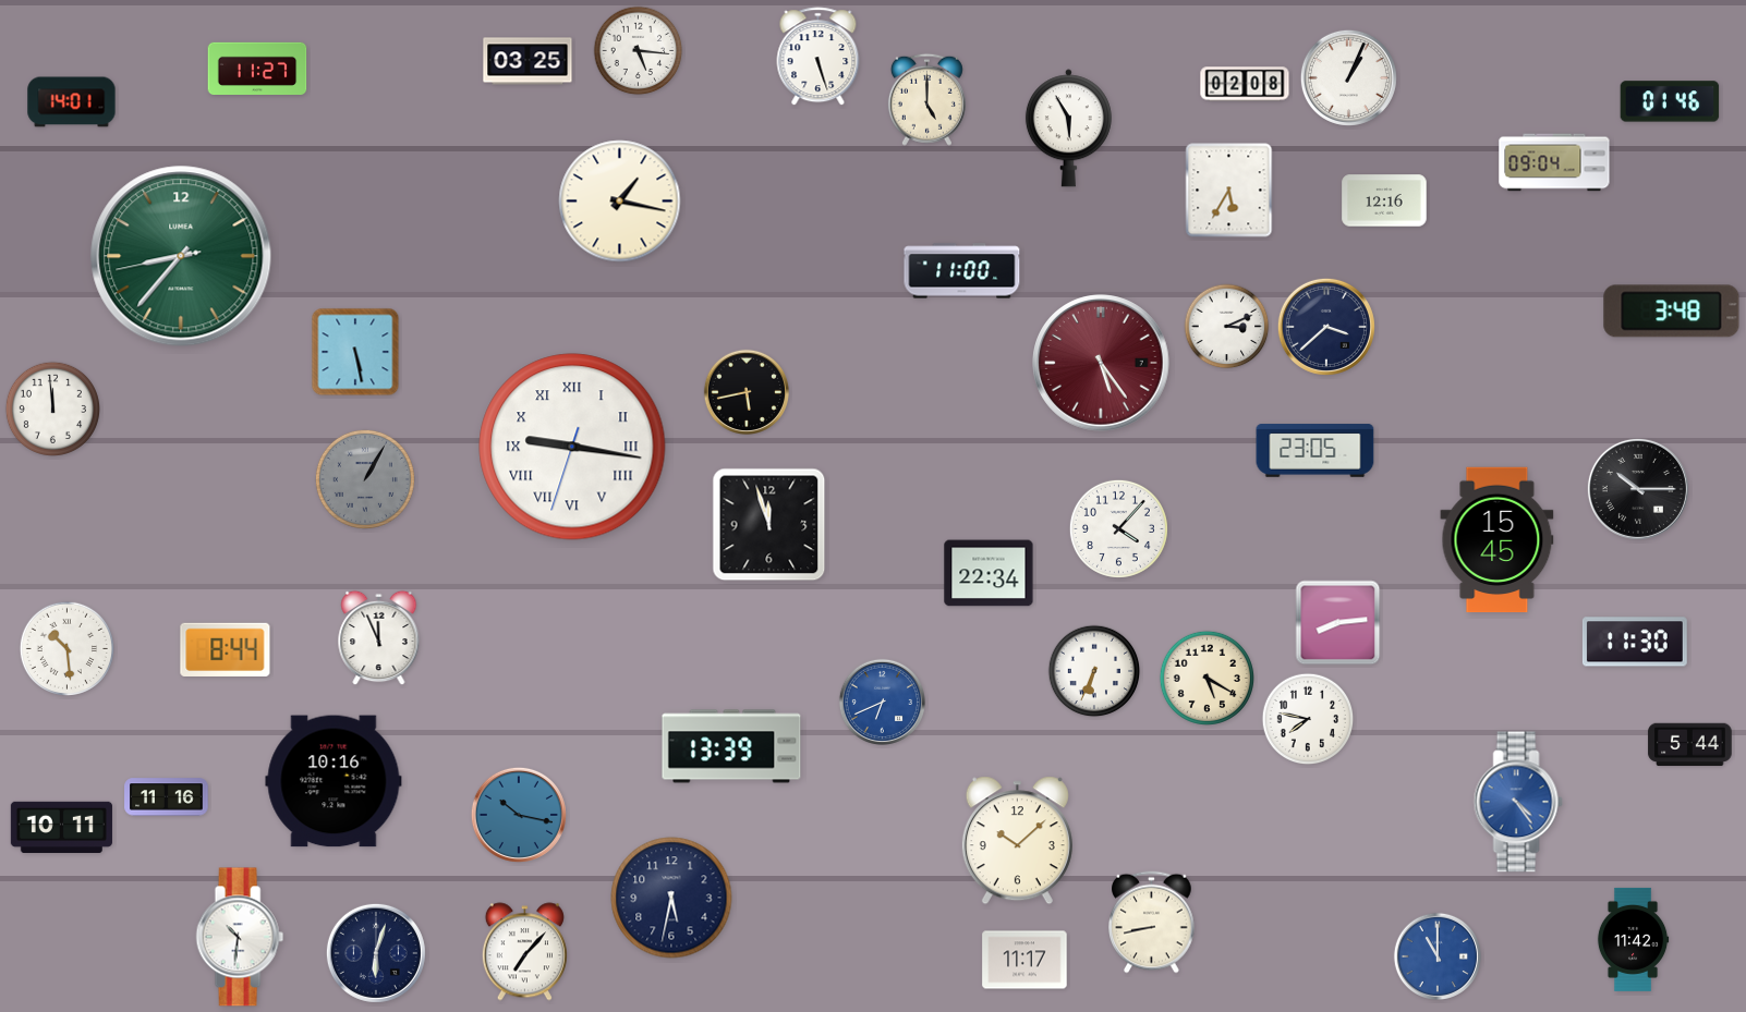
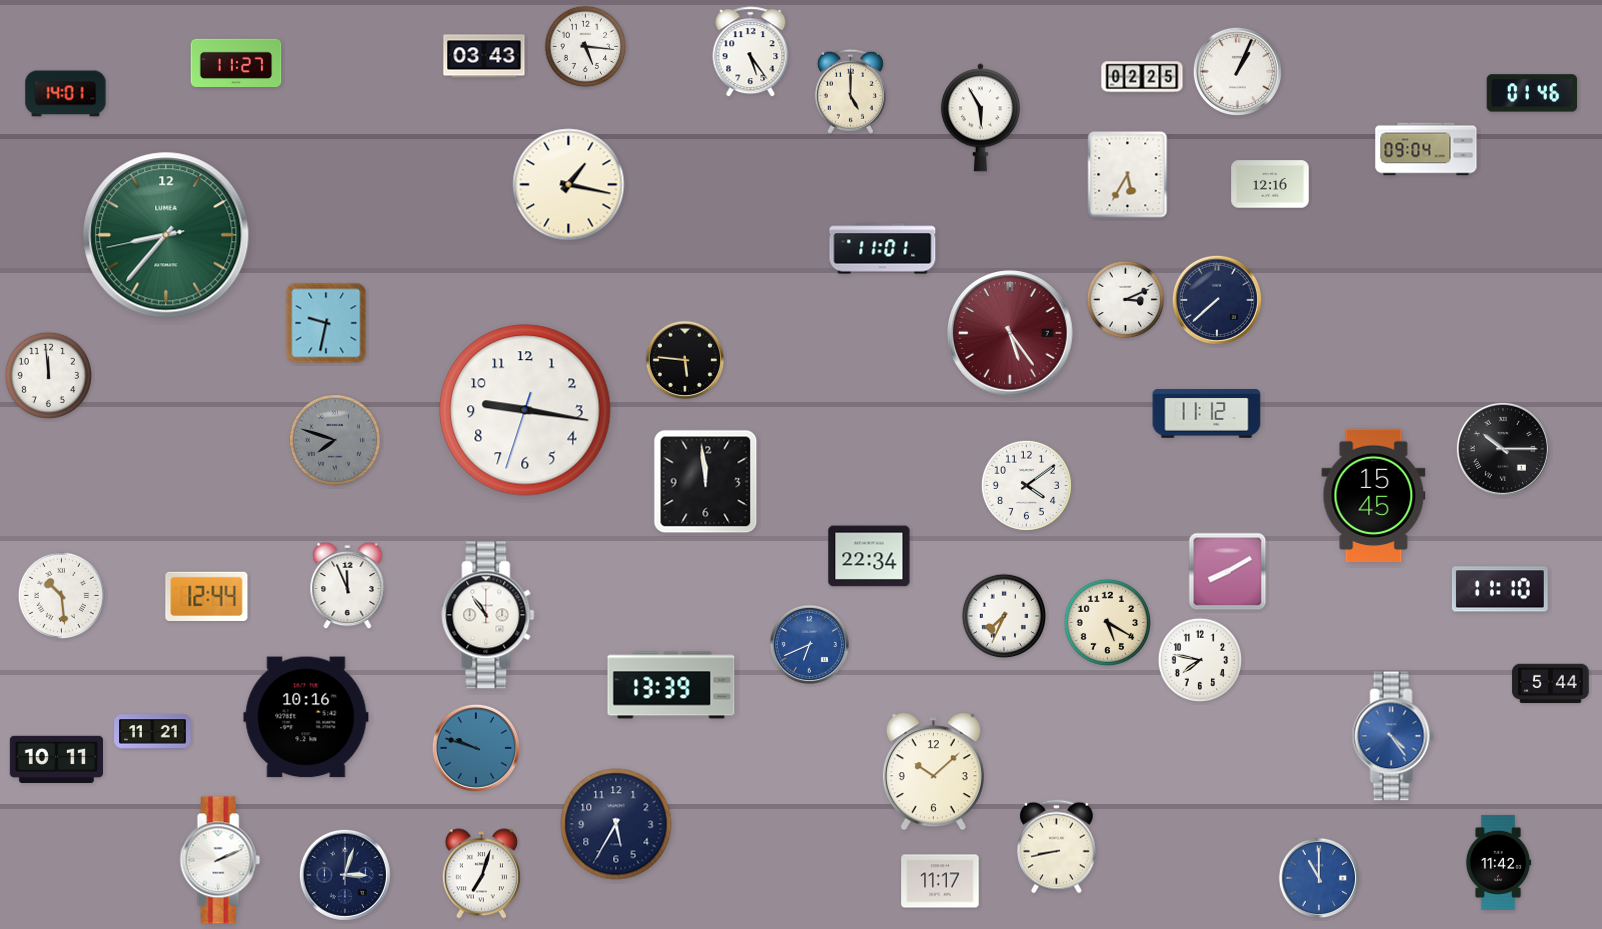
clock at (819, 57): 5:27 -> 5:24
clock at (528, 61): 03:25 -> 03:43
clock at (1245, 84): 02:08 -> 02:25
clock at (962, 271): 11:00 -> 11:01
clock at (1672, 312): 3:48 -> none
clock at (1326, 327): 3:38 -> 7:38
clock at (355, 352): 5:28 -> 9:32
clock at (745, 391): 5:43 -> 5:46
clock at (572, 447) numerals: Roman -> Arabic
clock at (1315, 451): 23:05 -> 11:12
clock at (365, 479): 1:05 -> 7:48
clock at (769, 525): 11:57 -> 11:59
clock at (1118, 528): 4:07 -> 4:09
clock at (989, 573) position: (989, 573) -> (869, 556)
clock at (1338, 623): 8:14 -> 8:10
clock at (1635, 642): 11:30 -> 11:10
clock at (226, 649): 8:44 -> 12:44
clock at (488, 615): none -> 10:54
clock at (1094, 671): 6:34 -> 7:34
clock at (167, 797): 11:16 -> 11:21
clock at (519, 815): 10:17 -> 9:48
clock at (671, 898): 5:32 -> 5:35
clock at (240, 937): 10:31 -> 2:11
clock at (524, 952): 7:07 -> 7:03
clock at (376, 953): 6:03 -> 3:03
